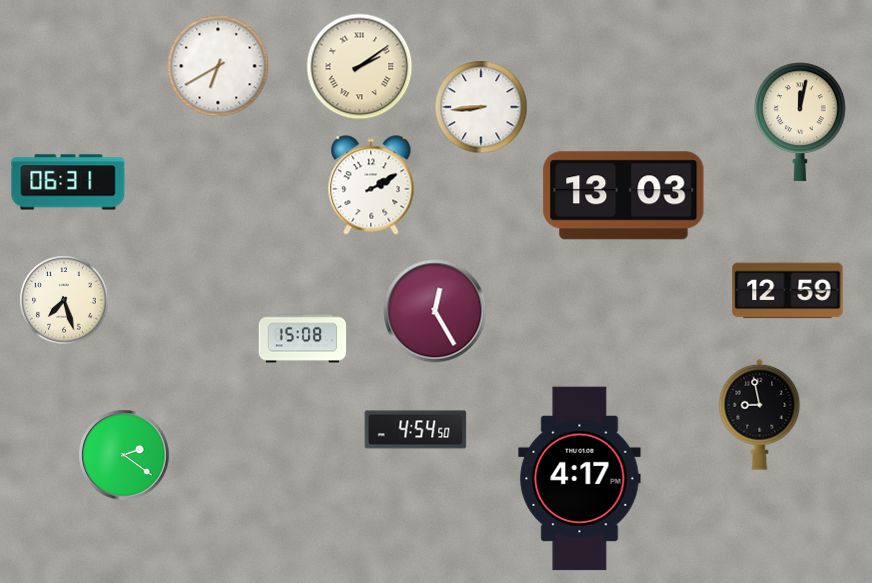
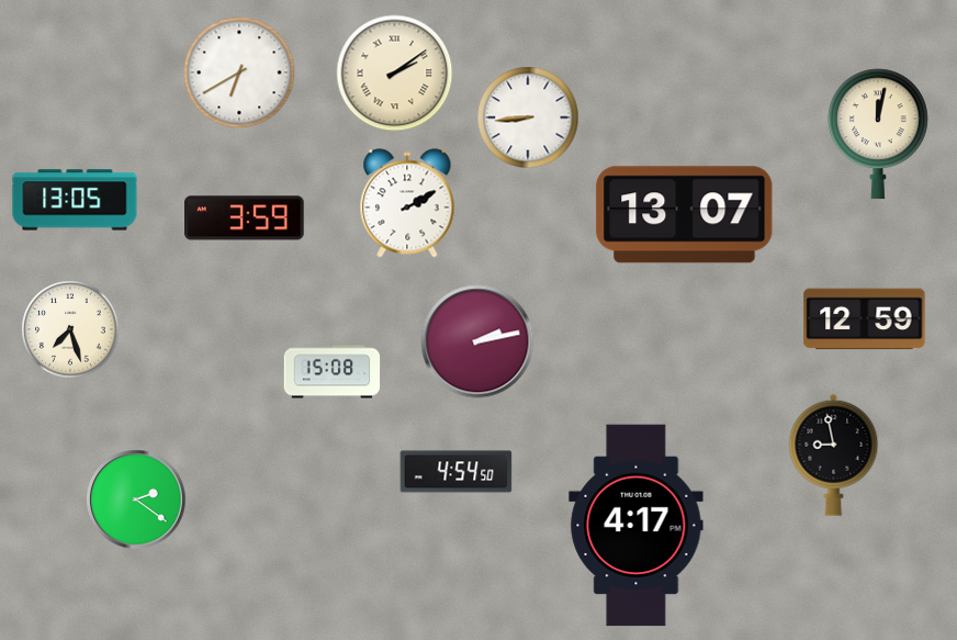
clock at (68, 182): 06:31 -> 13:05
clock at (624, 196): 13:03 -> 13:07
clock at (245, 218): none -> 3:59
clock at (435, 311): 12:25 -> 2:13
